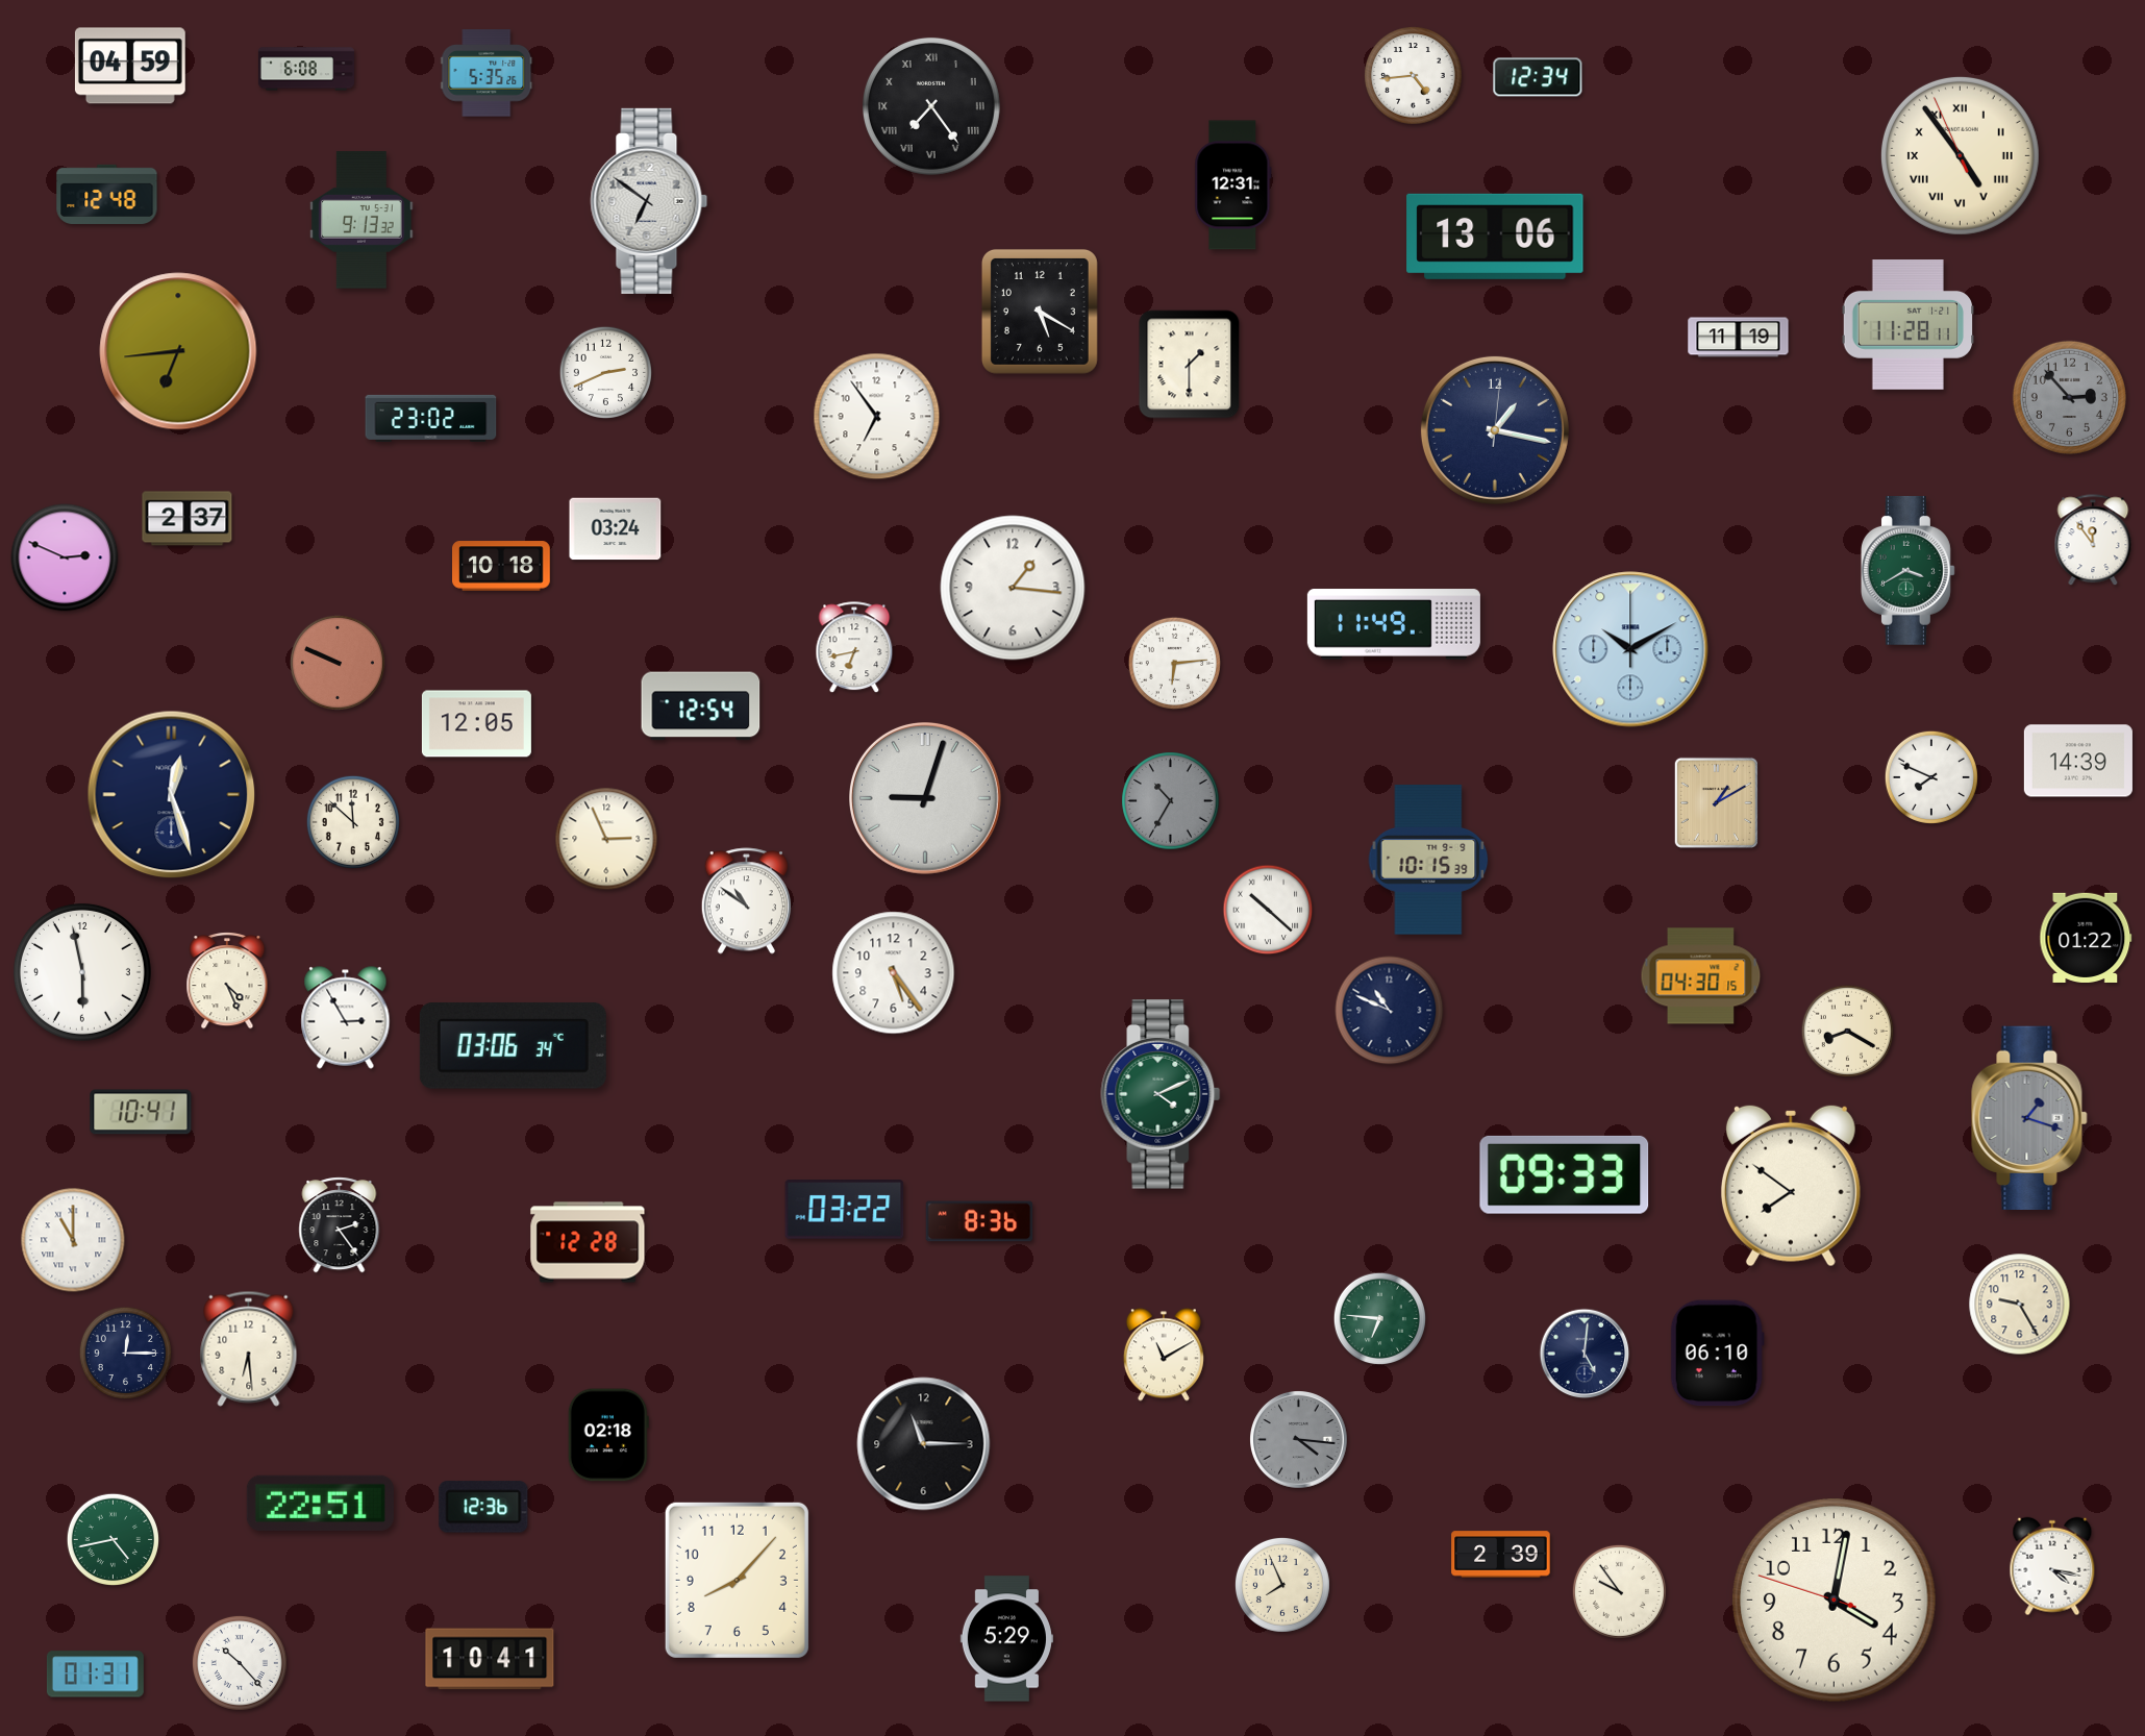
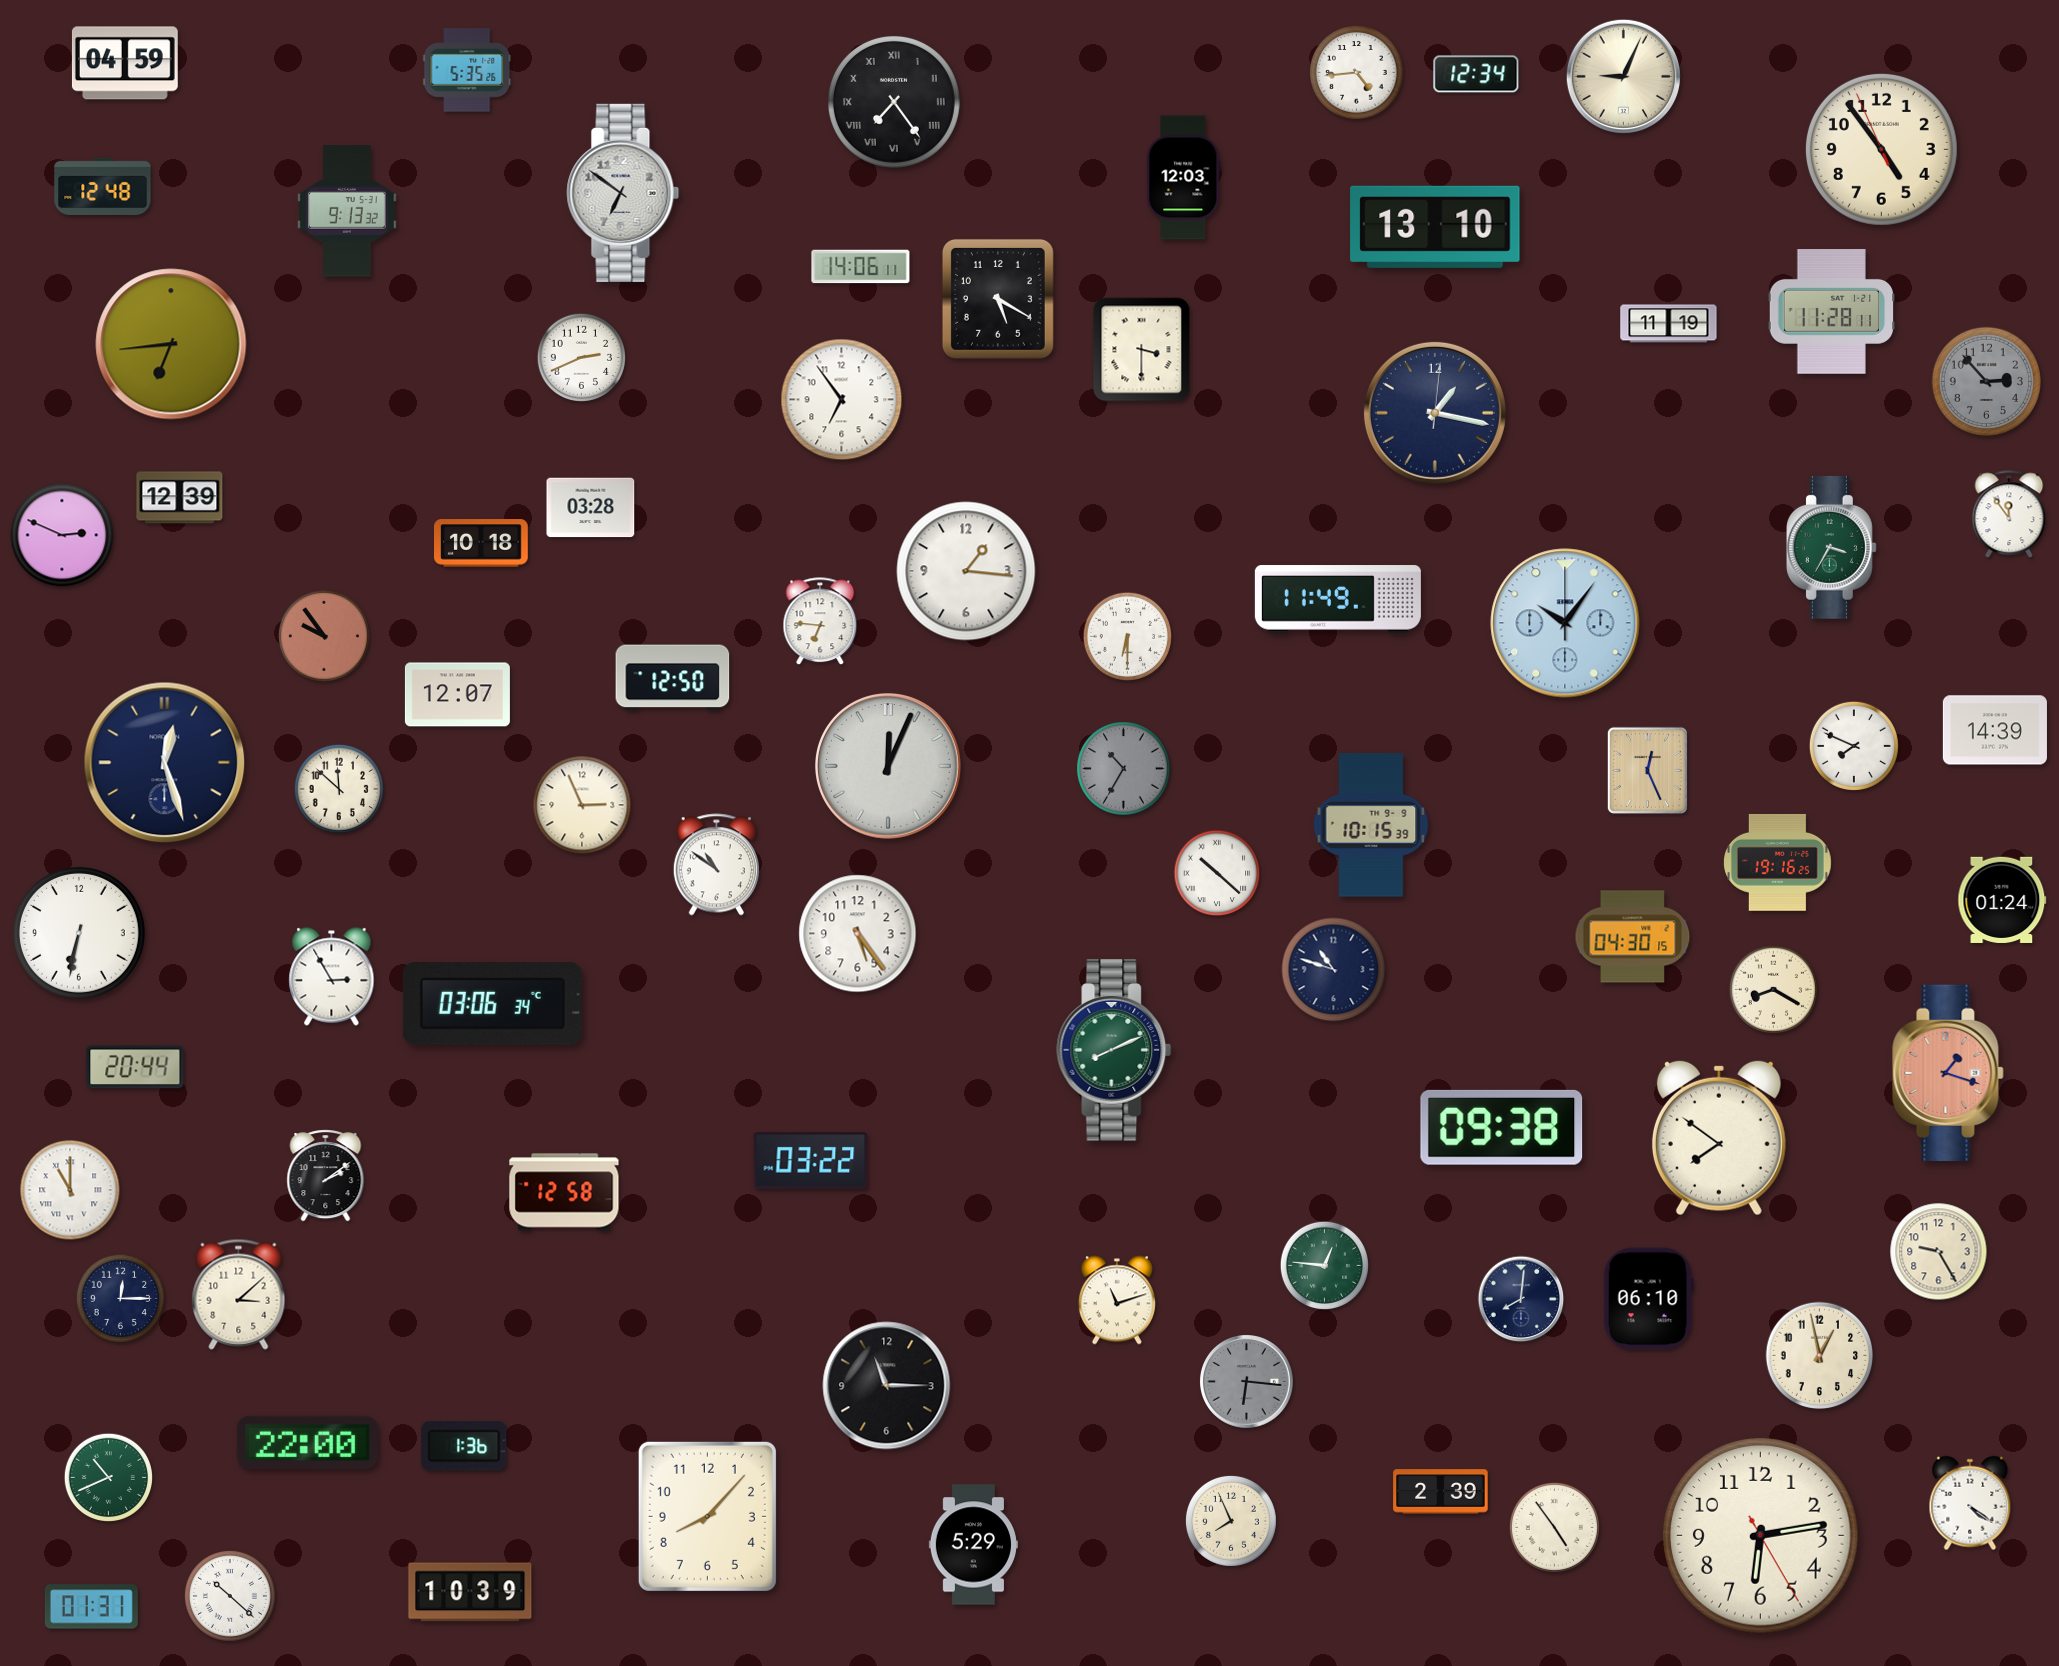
clock at (306, 69): 6:08 -> none
clock at (1623, 76): none -> 9:04
clock at (1960, 155) numerals: Roman -> Arabic
clock at (1233, 185): 12:31 -> 12:03
clock at (1495, 237): 13:06 -> 13:10
clock at (861, 267): none -> 14:06
clock at (178, 351) position: (178, 351) -> (171, 344)
clock at (1190, 365): 1:30 -> 3:30
clock at (431, 418): 23:02 -> none
clock at (188, 519): 2:37 -> 12:39
clock at (616, 529): 03:24 -> 03:28
clock at (2093, 541) position: (2093, 541) -> (2009, 515)
clock at (1907, 570): 3:40 -> 3:35
clock at (1013, 588) position: (1013, 588) -> (966, 571)
clock at (854, 648): 6:43 -> 6:46
clock at (1630, 649): 10:10 -> 10:06
clock at (338, 663): 9:49 -> 9:54
clock at (1174, 663): 6:14 -> 6:30
clock at (701, 706): 12:54 -> 12:50
clock at (476, 724): 12:05 -> 12:07
clock at (926, 799): 9:03 -> 12:04
clock at (1716, 802): 1:10 -> 12:26
clock at (1778, 862): none -> 19:16
clock at (2086, 938): 01:22 -> 01:24
clock at (82, 972): 5:58 -> 6:32
clock at (227, 982): 4:26 -> none
clock at (1390, 1011): 10:49 -> 10:48
clock at (1161, 1094): 4:11 -> 8:11
clock at (141, 1112): 10:41 -> 20:44
clock at (2029, 1117) dial: grey -> salmon
clock at (1565, 1174): 09:33 -> 09:38
clock at (979, 1221): 8:36 -> none
clock at (340, 1225): 2:24 -> 2:09
clock at (588, 1242): 12:28 -> 12:58
clock at (1379, 1318): 6:46 -> 12:46
clock at (249, 1348): 6:29 -> 3:08
clock at (1585, 1354): 5:01 -> 8:01
clock at (1164, 1355): 11:10 -> 11:12
clock at (1820, 1356): none -> 12:58
clock at (608, 1435): 02:18 -> none
clock at (1299, 1440): 4:16 -> 6:16
clock at (320, 1503): 22:51 -> 22:00
clock at (483, 1507): 12:36 -> 1:36
clock at (113, 1539): 4:43 -> 10:41
clock at (2052, 1566): 4:17 -> 4:21
clock at (1619, 1591): 9:54 -> 4:54
clock at (1835, 1601): 4:01 -> 6:13
clock at (1006, 1639) position: (1006, 1639) -> (973, 1545)
clock at (490, 1659): 10:41 -> 10:39
clock at (240, 1663): 10:23 -> 10:22
